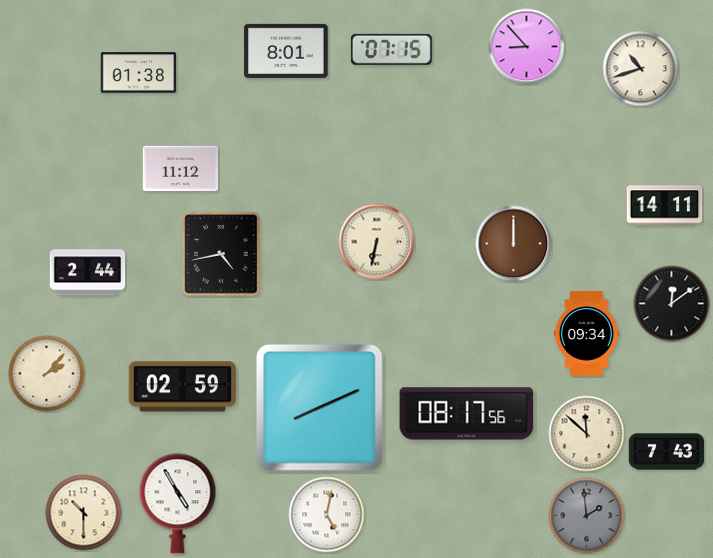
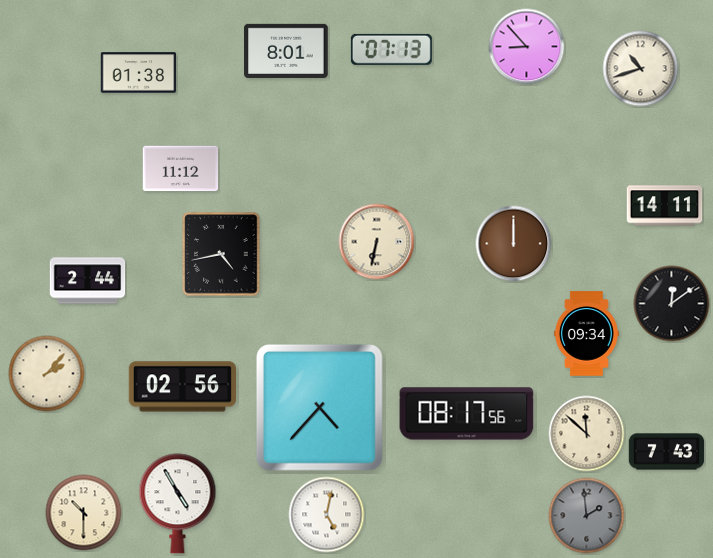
clock at (391, 49): 07:15 -> 07:13
clock at (88, 273) position: (88, 273) -> (88, 281)
clock at (182, 387): 02:59 -> 02:56
clock at (319, 407): 8:11 -> 4:37
